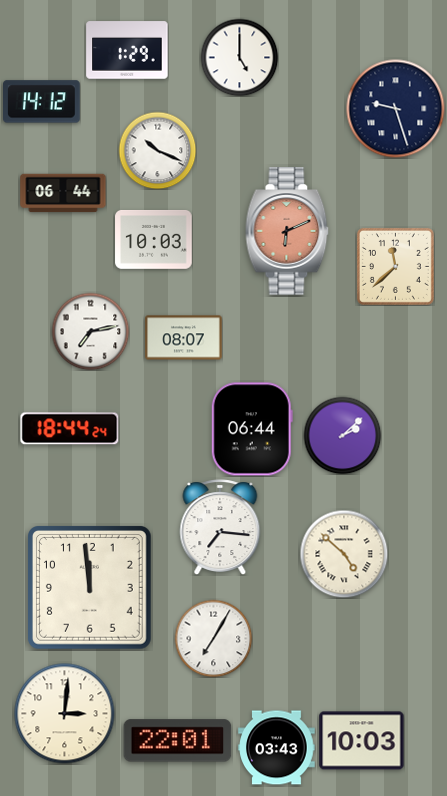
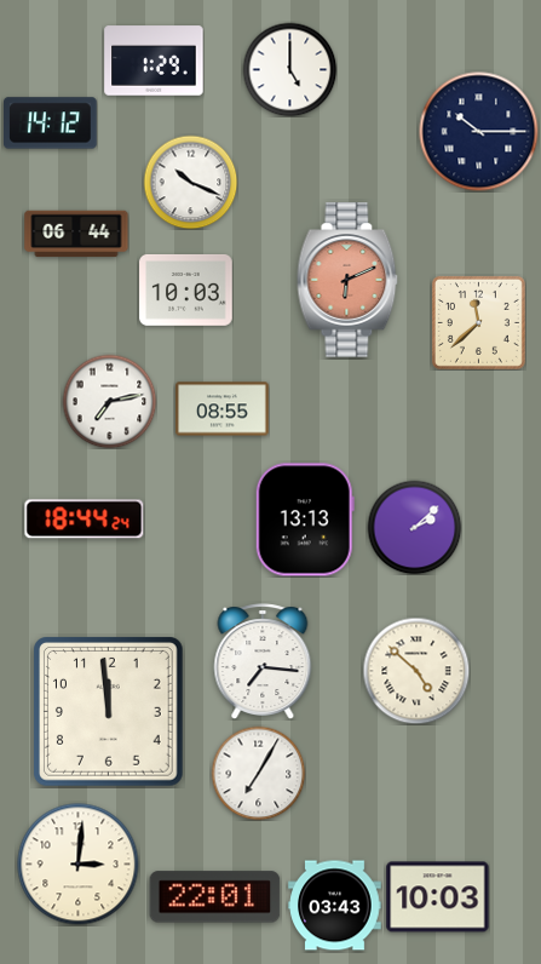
clock at (396, 109): 9:27 -> 10:15
clock at (184, 338): 08:07 -> 08:55
clock at (252, 429): 06:44 -> 13:13
clock at (220, 527) position: (220, 527) -> (263, 661)
